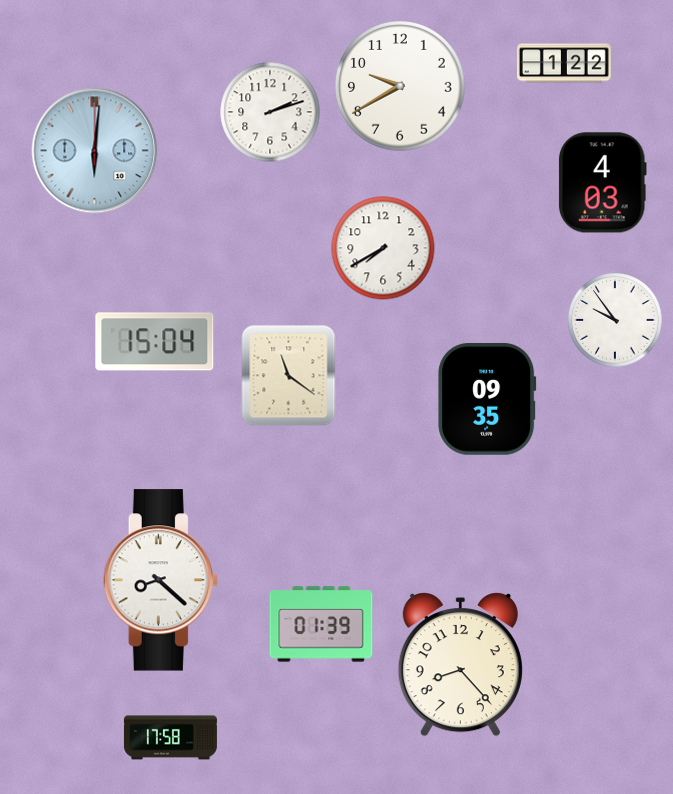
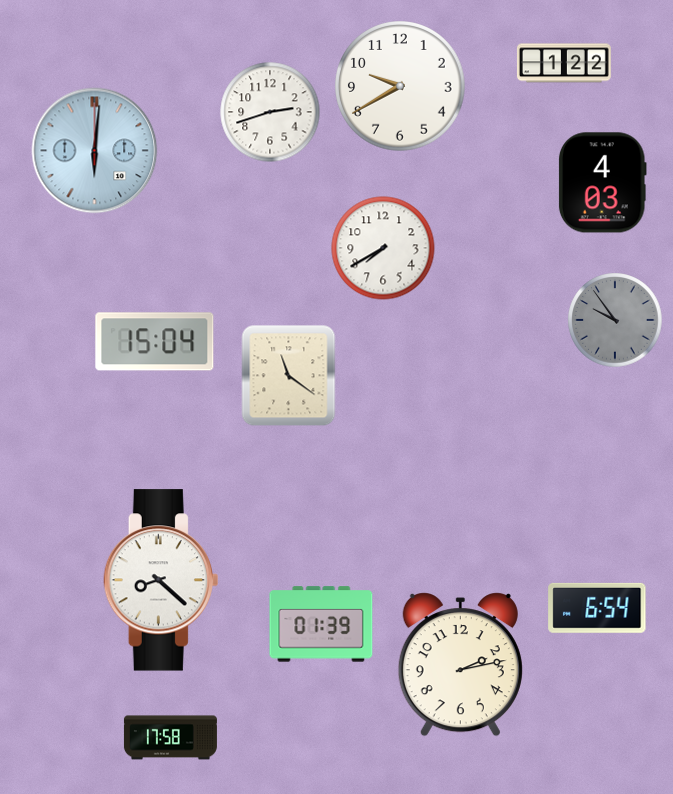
clock at (270, 112): 2:12 -> 2:42
clock at (615, 320) dial: white -> grey
clock at (487, 399): 09:35 -> none
clock at (597, 608): none -> 6:54
clock at (460, 665): 8:23 -> 2:13
